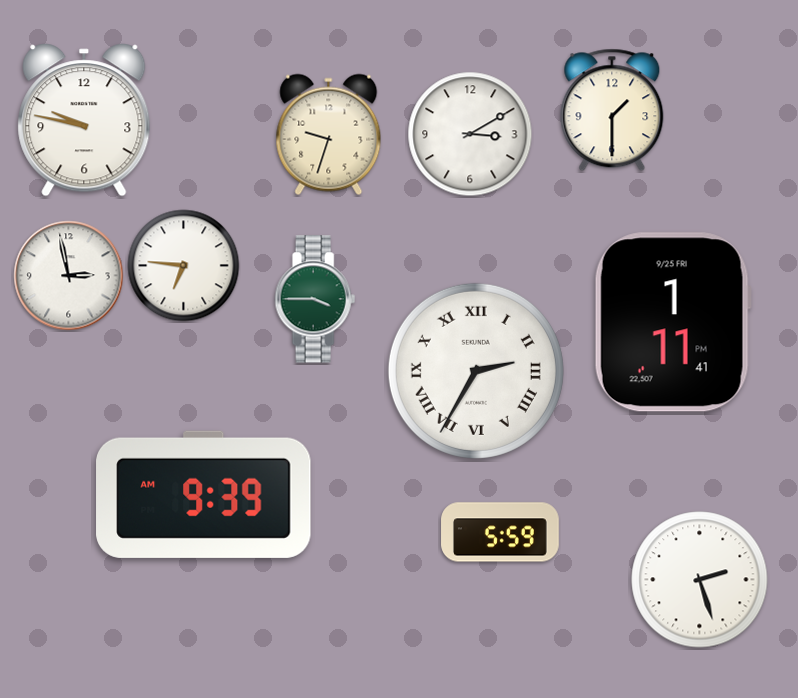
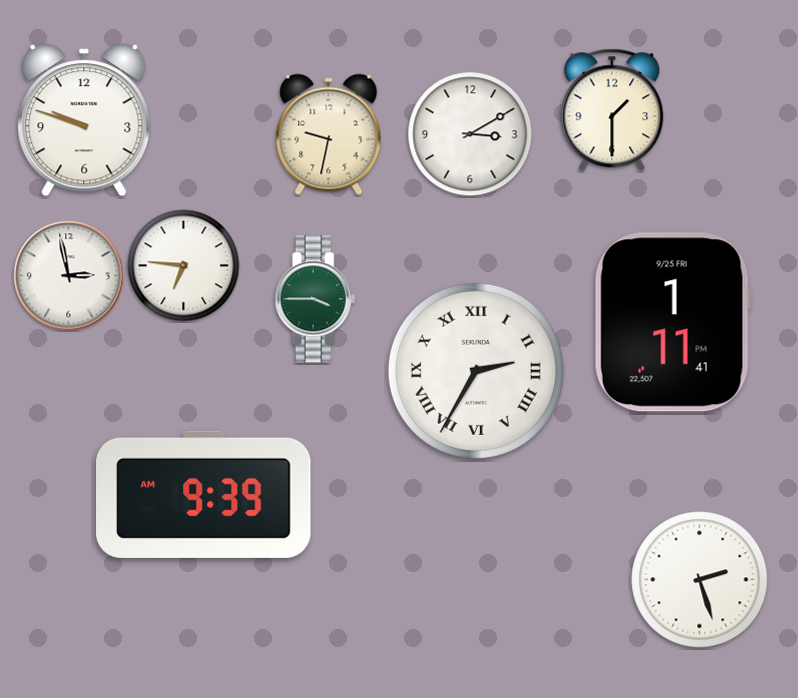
clock at (84, 120): 9:47 -> 9:48
clock at (329, 135): 9:33 -> 9:32
clock at (500, 532): 5:59 -> none
